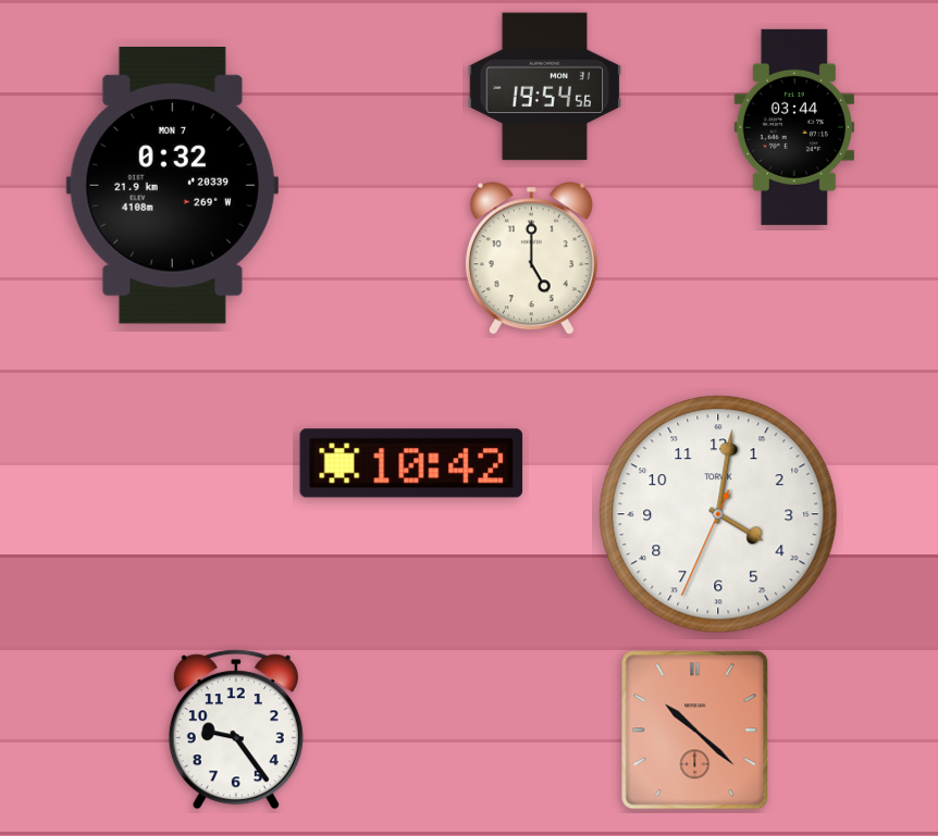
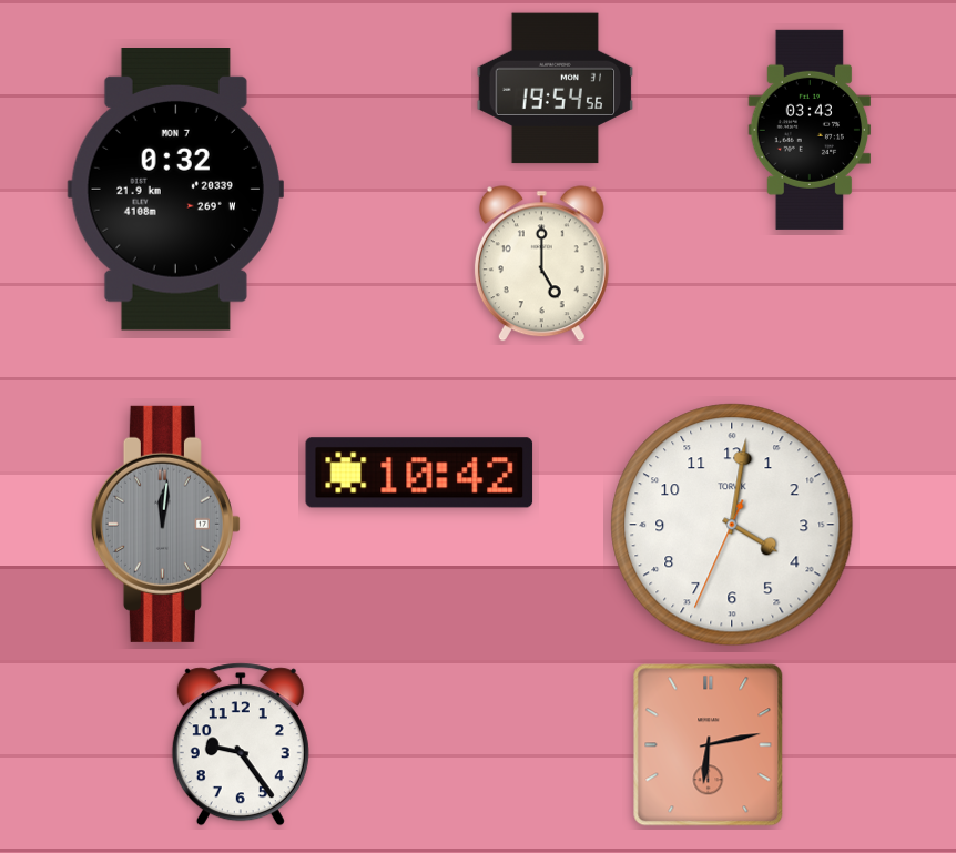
clock at (794, 127): 03:44 -> 03:43
clock at (165, 524): none -> 12:01
clock at (695, 731): 10:22 -> 6:13
